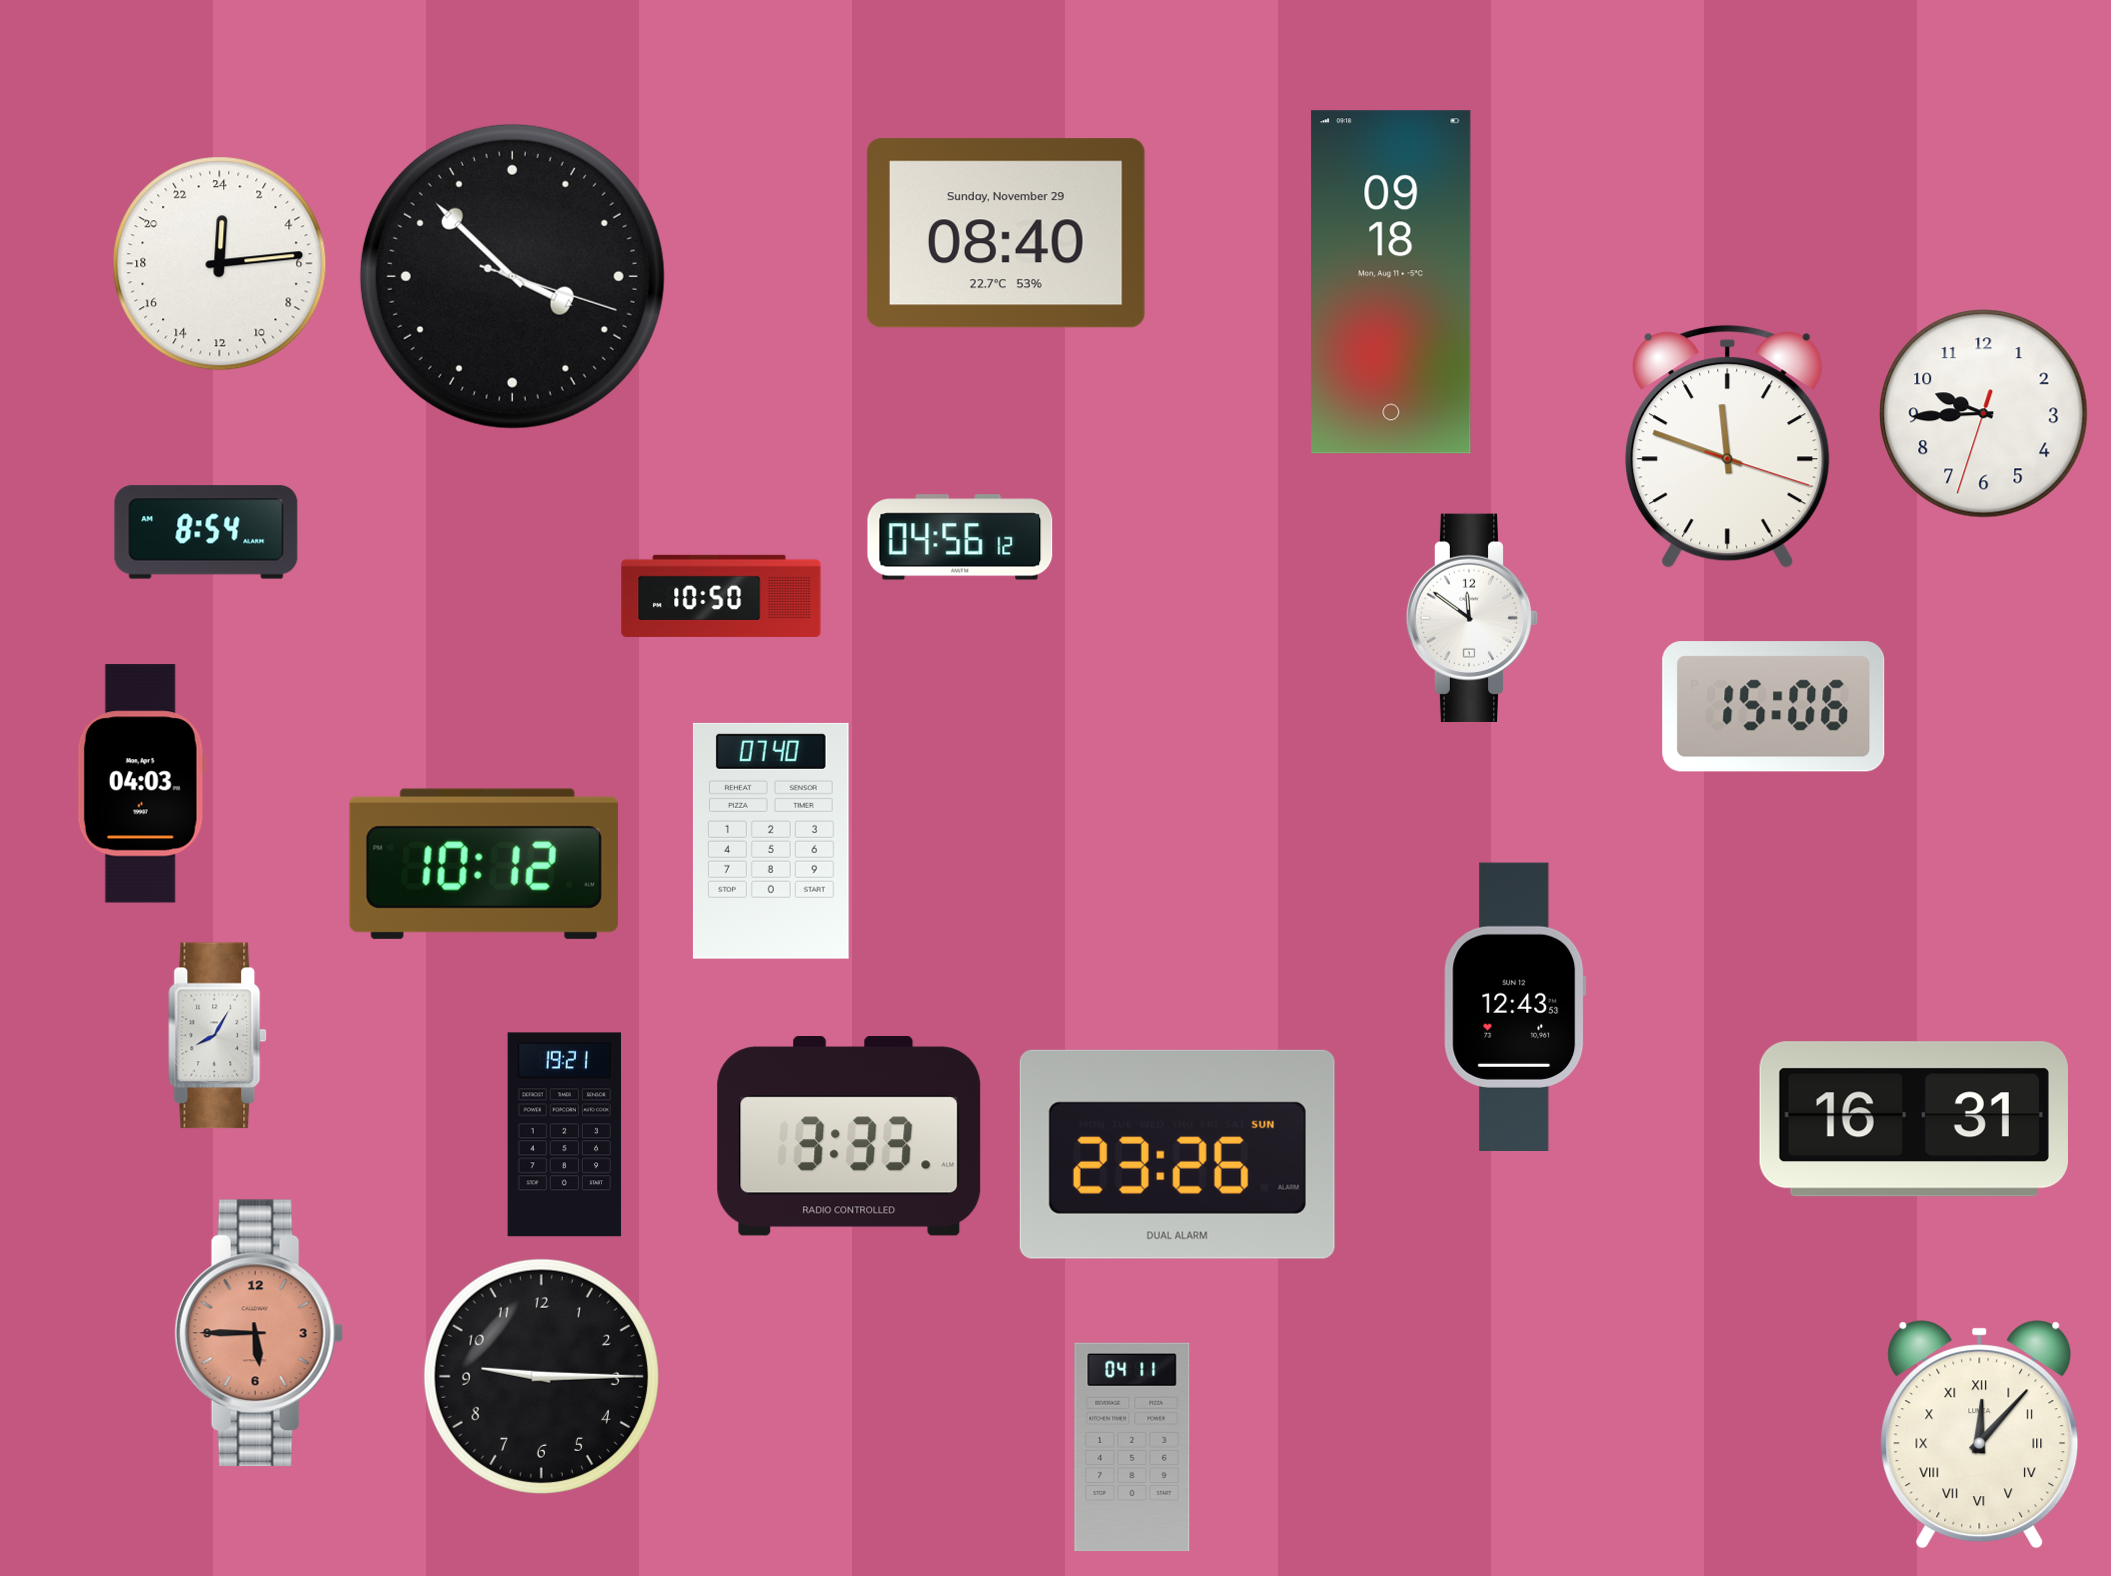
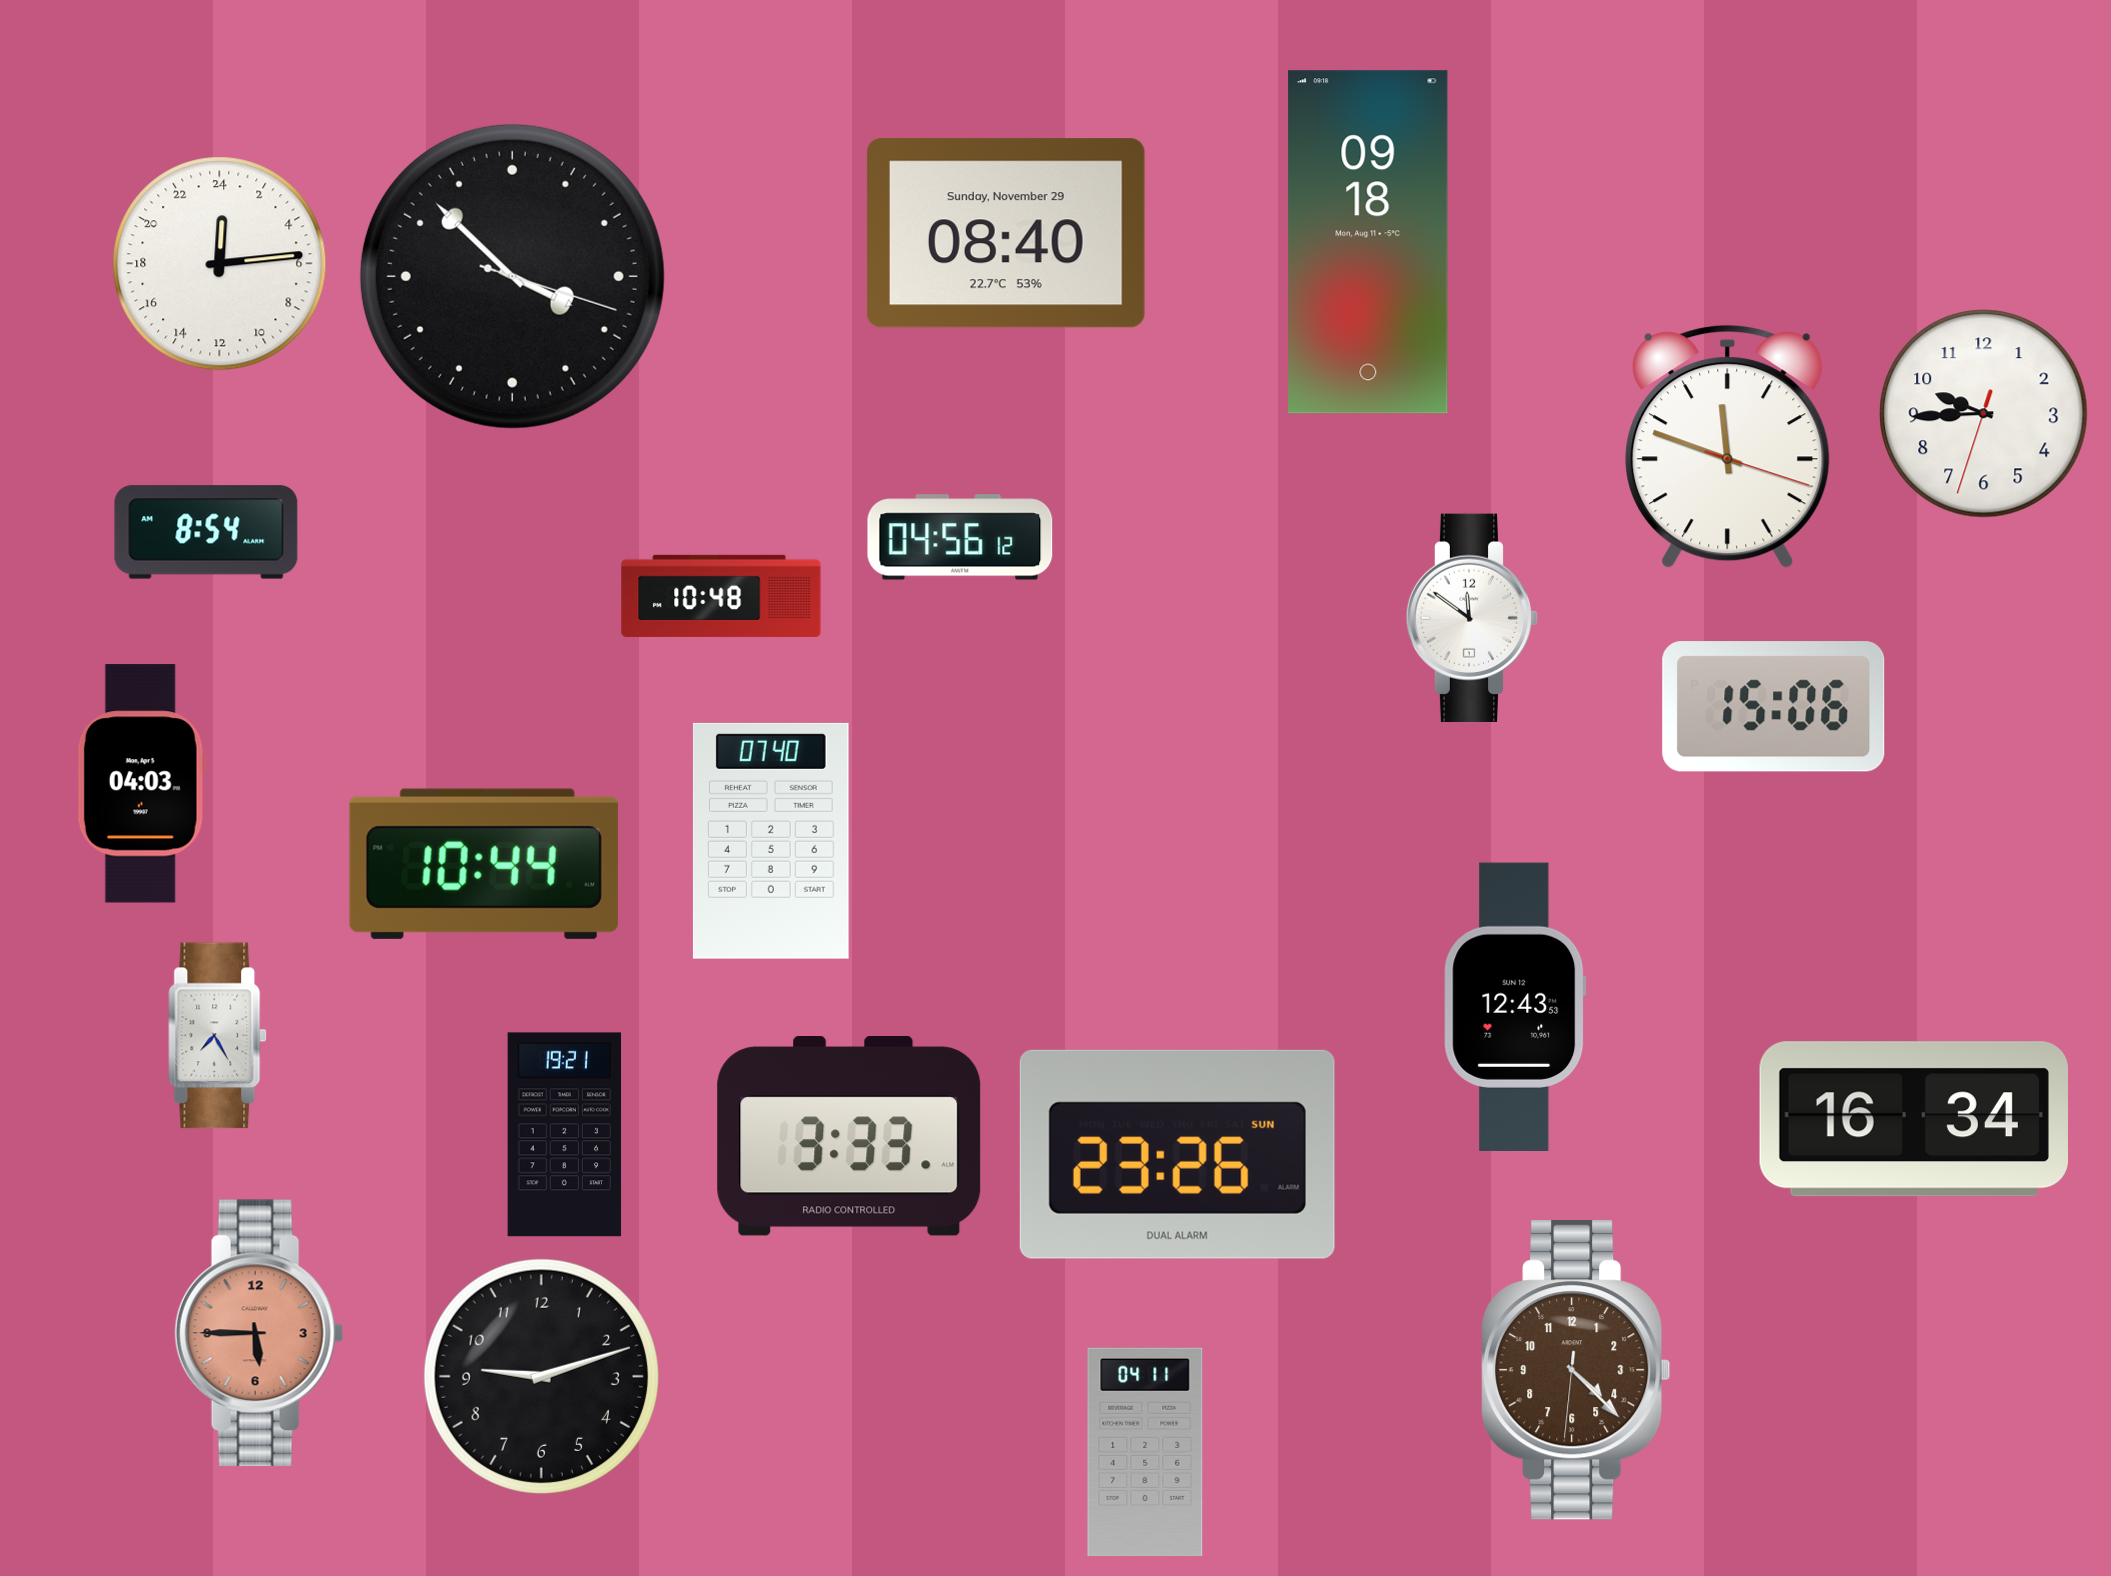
clock at (1391, 282) position: (1391, 282) -> (1368, 242)
clock at (721, 596): 10:50 -> 10:48
clock at (484, 864): 10:12 -> 10:44
clock at (218, 1036): 8:05 -> 7:25
clock at (1914, 1119): 16:31 -> 16:34
clock at (1577, 1370): none -> 4:22
clock at (541, 1376): 9:15 -> 9:12
clock at (1980, 1435): 12:07 -> none
clock at (1132, 1447) position: (1132, 1447) -> (1145, 1452)
